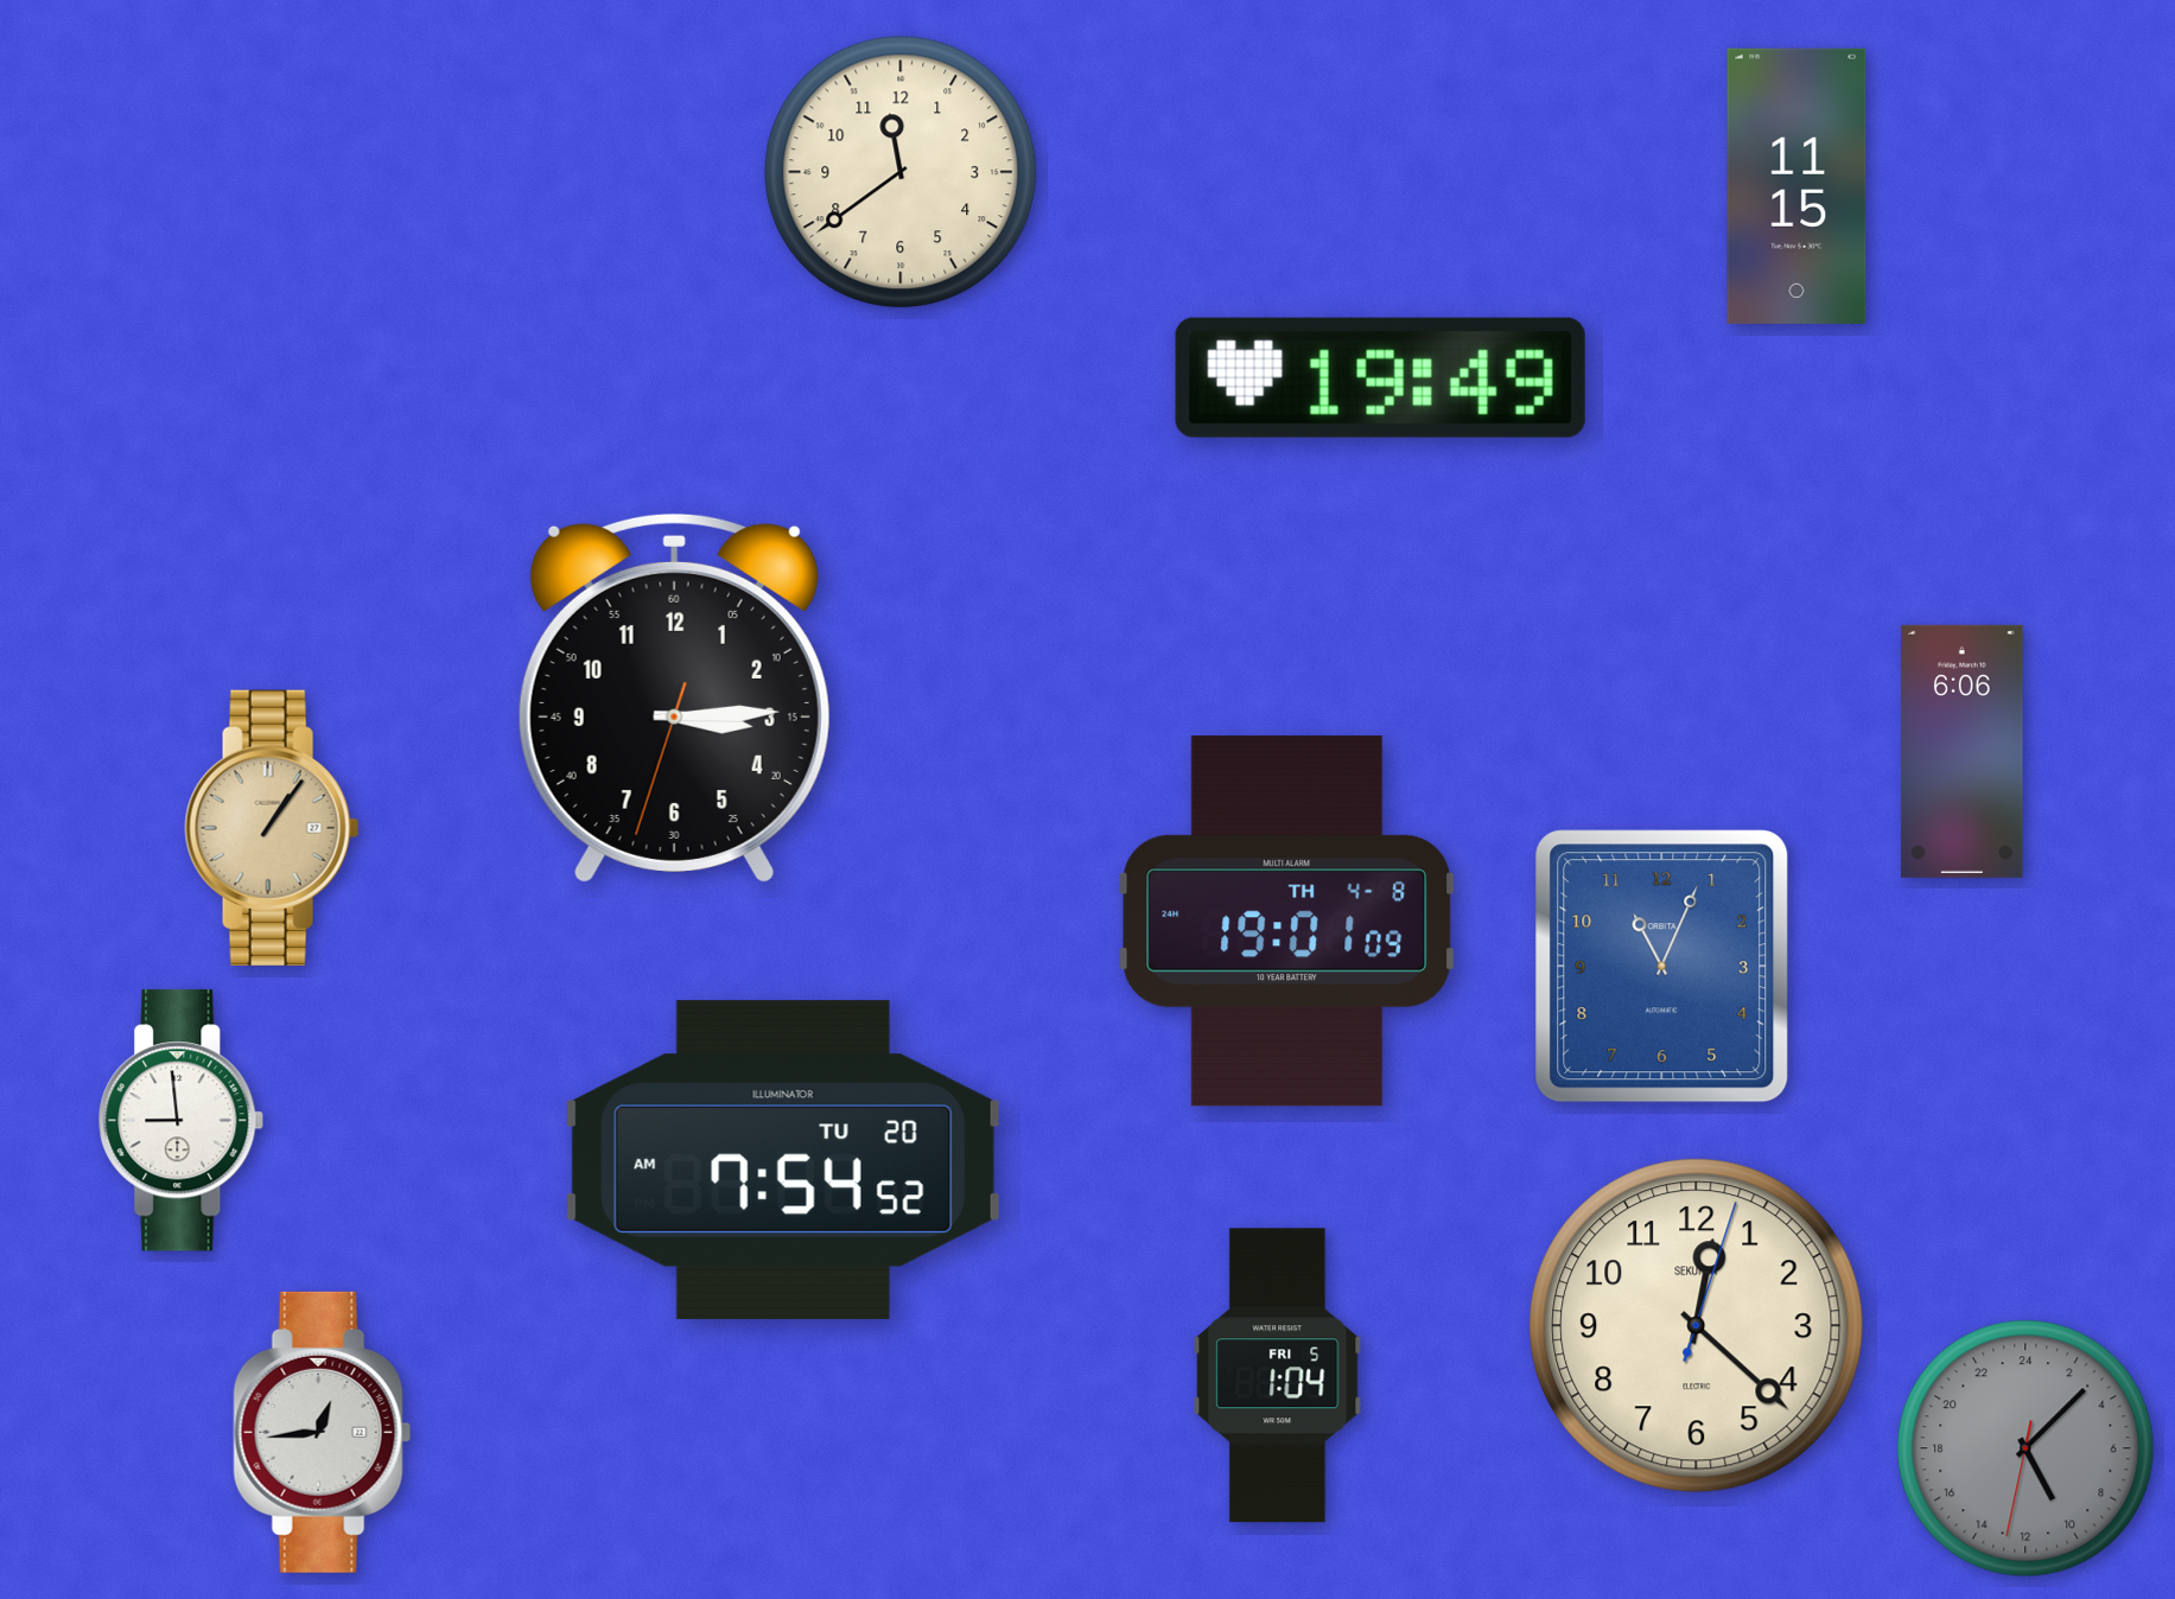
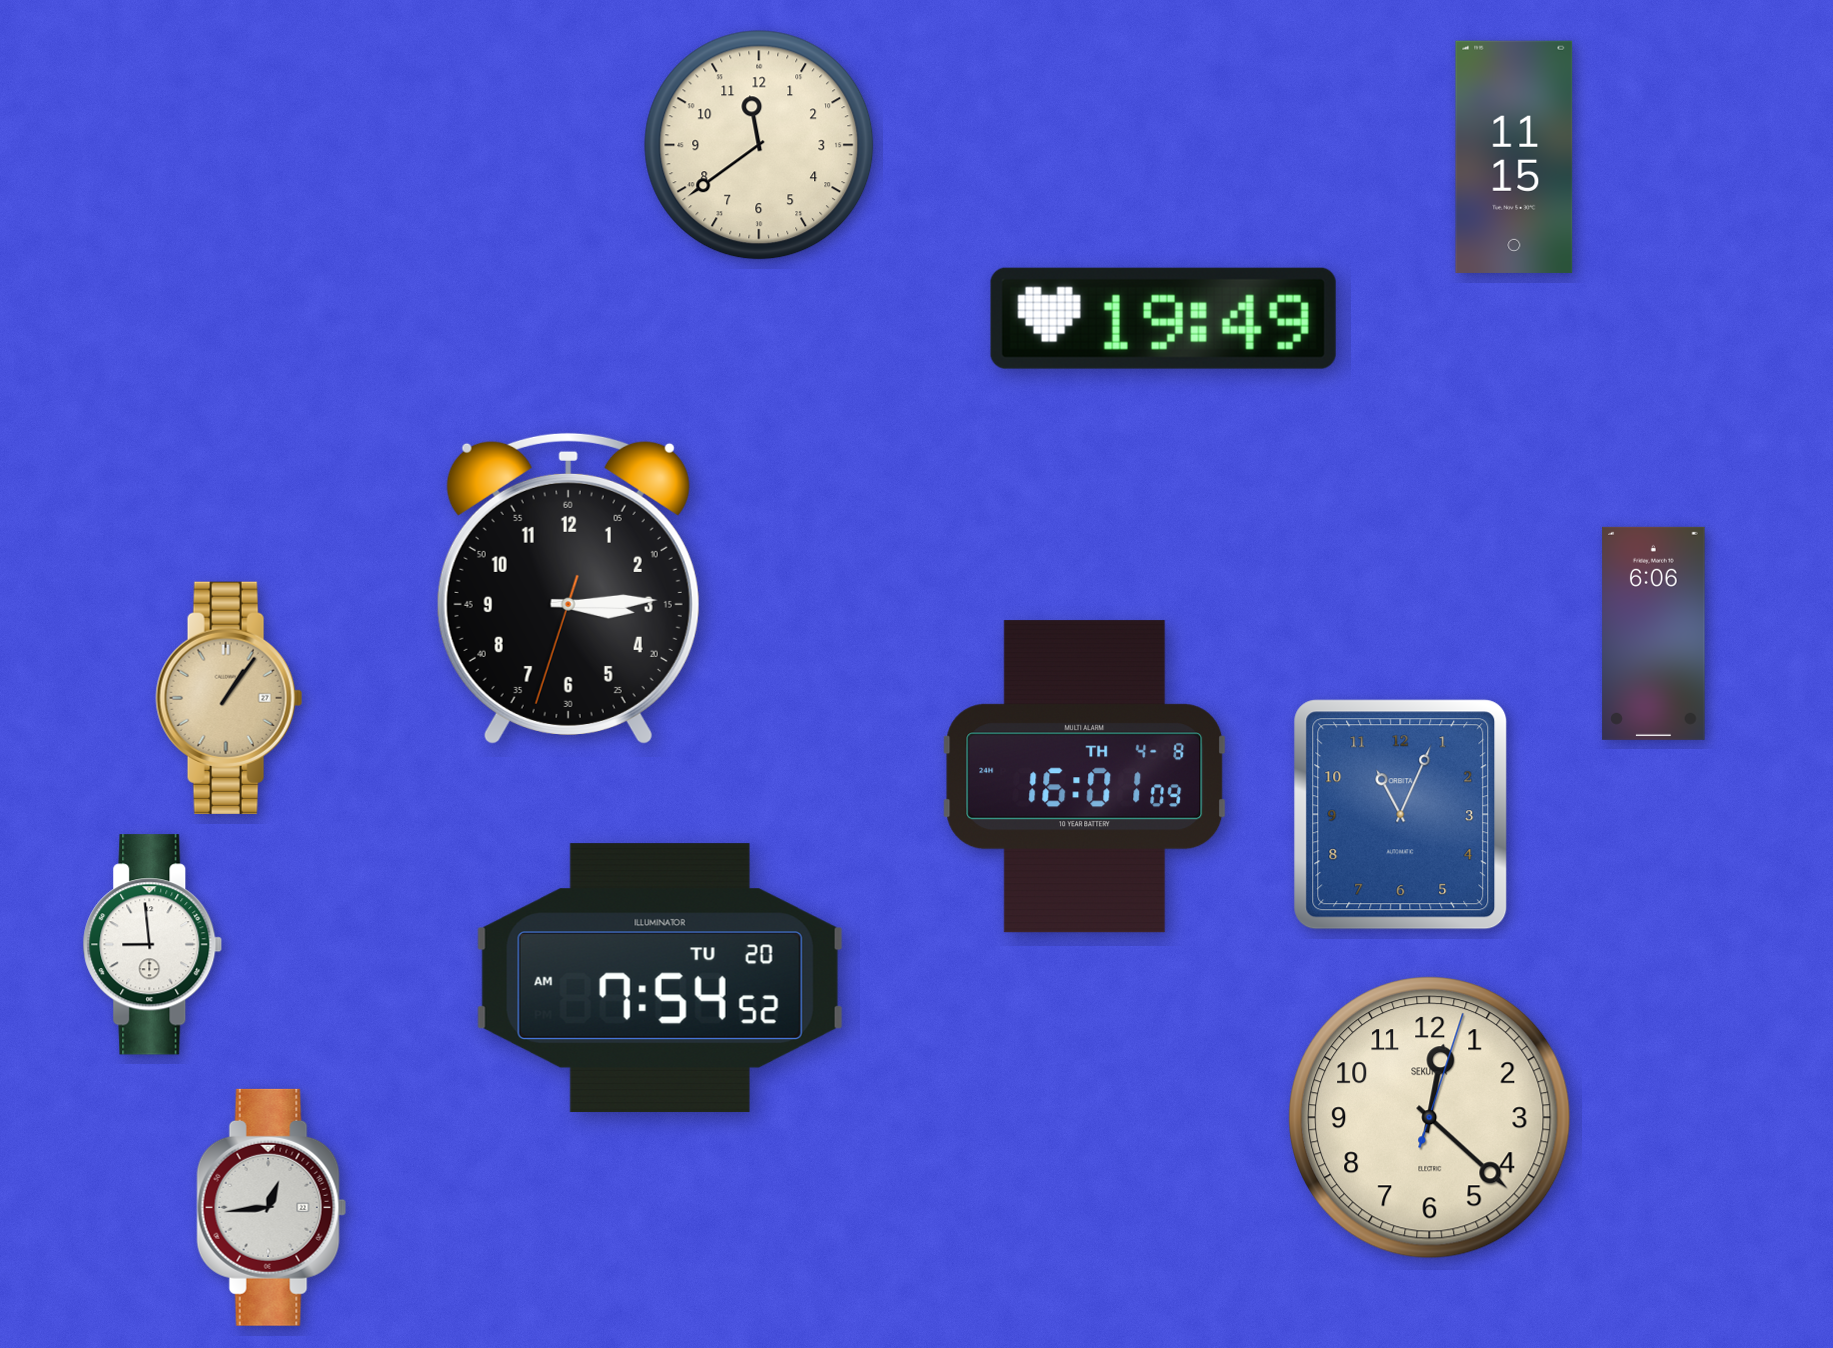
clock at (1287, 922): 19:01 -> 16:01
clock at (1278, 1376): 1:04 -> none
clock at (2025, 1448): 10:07 -> none
